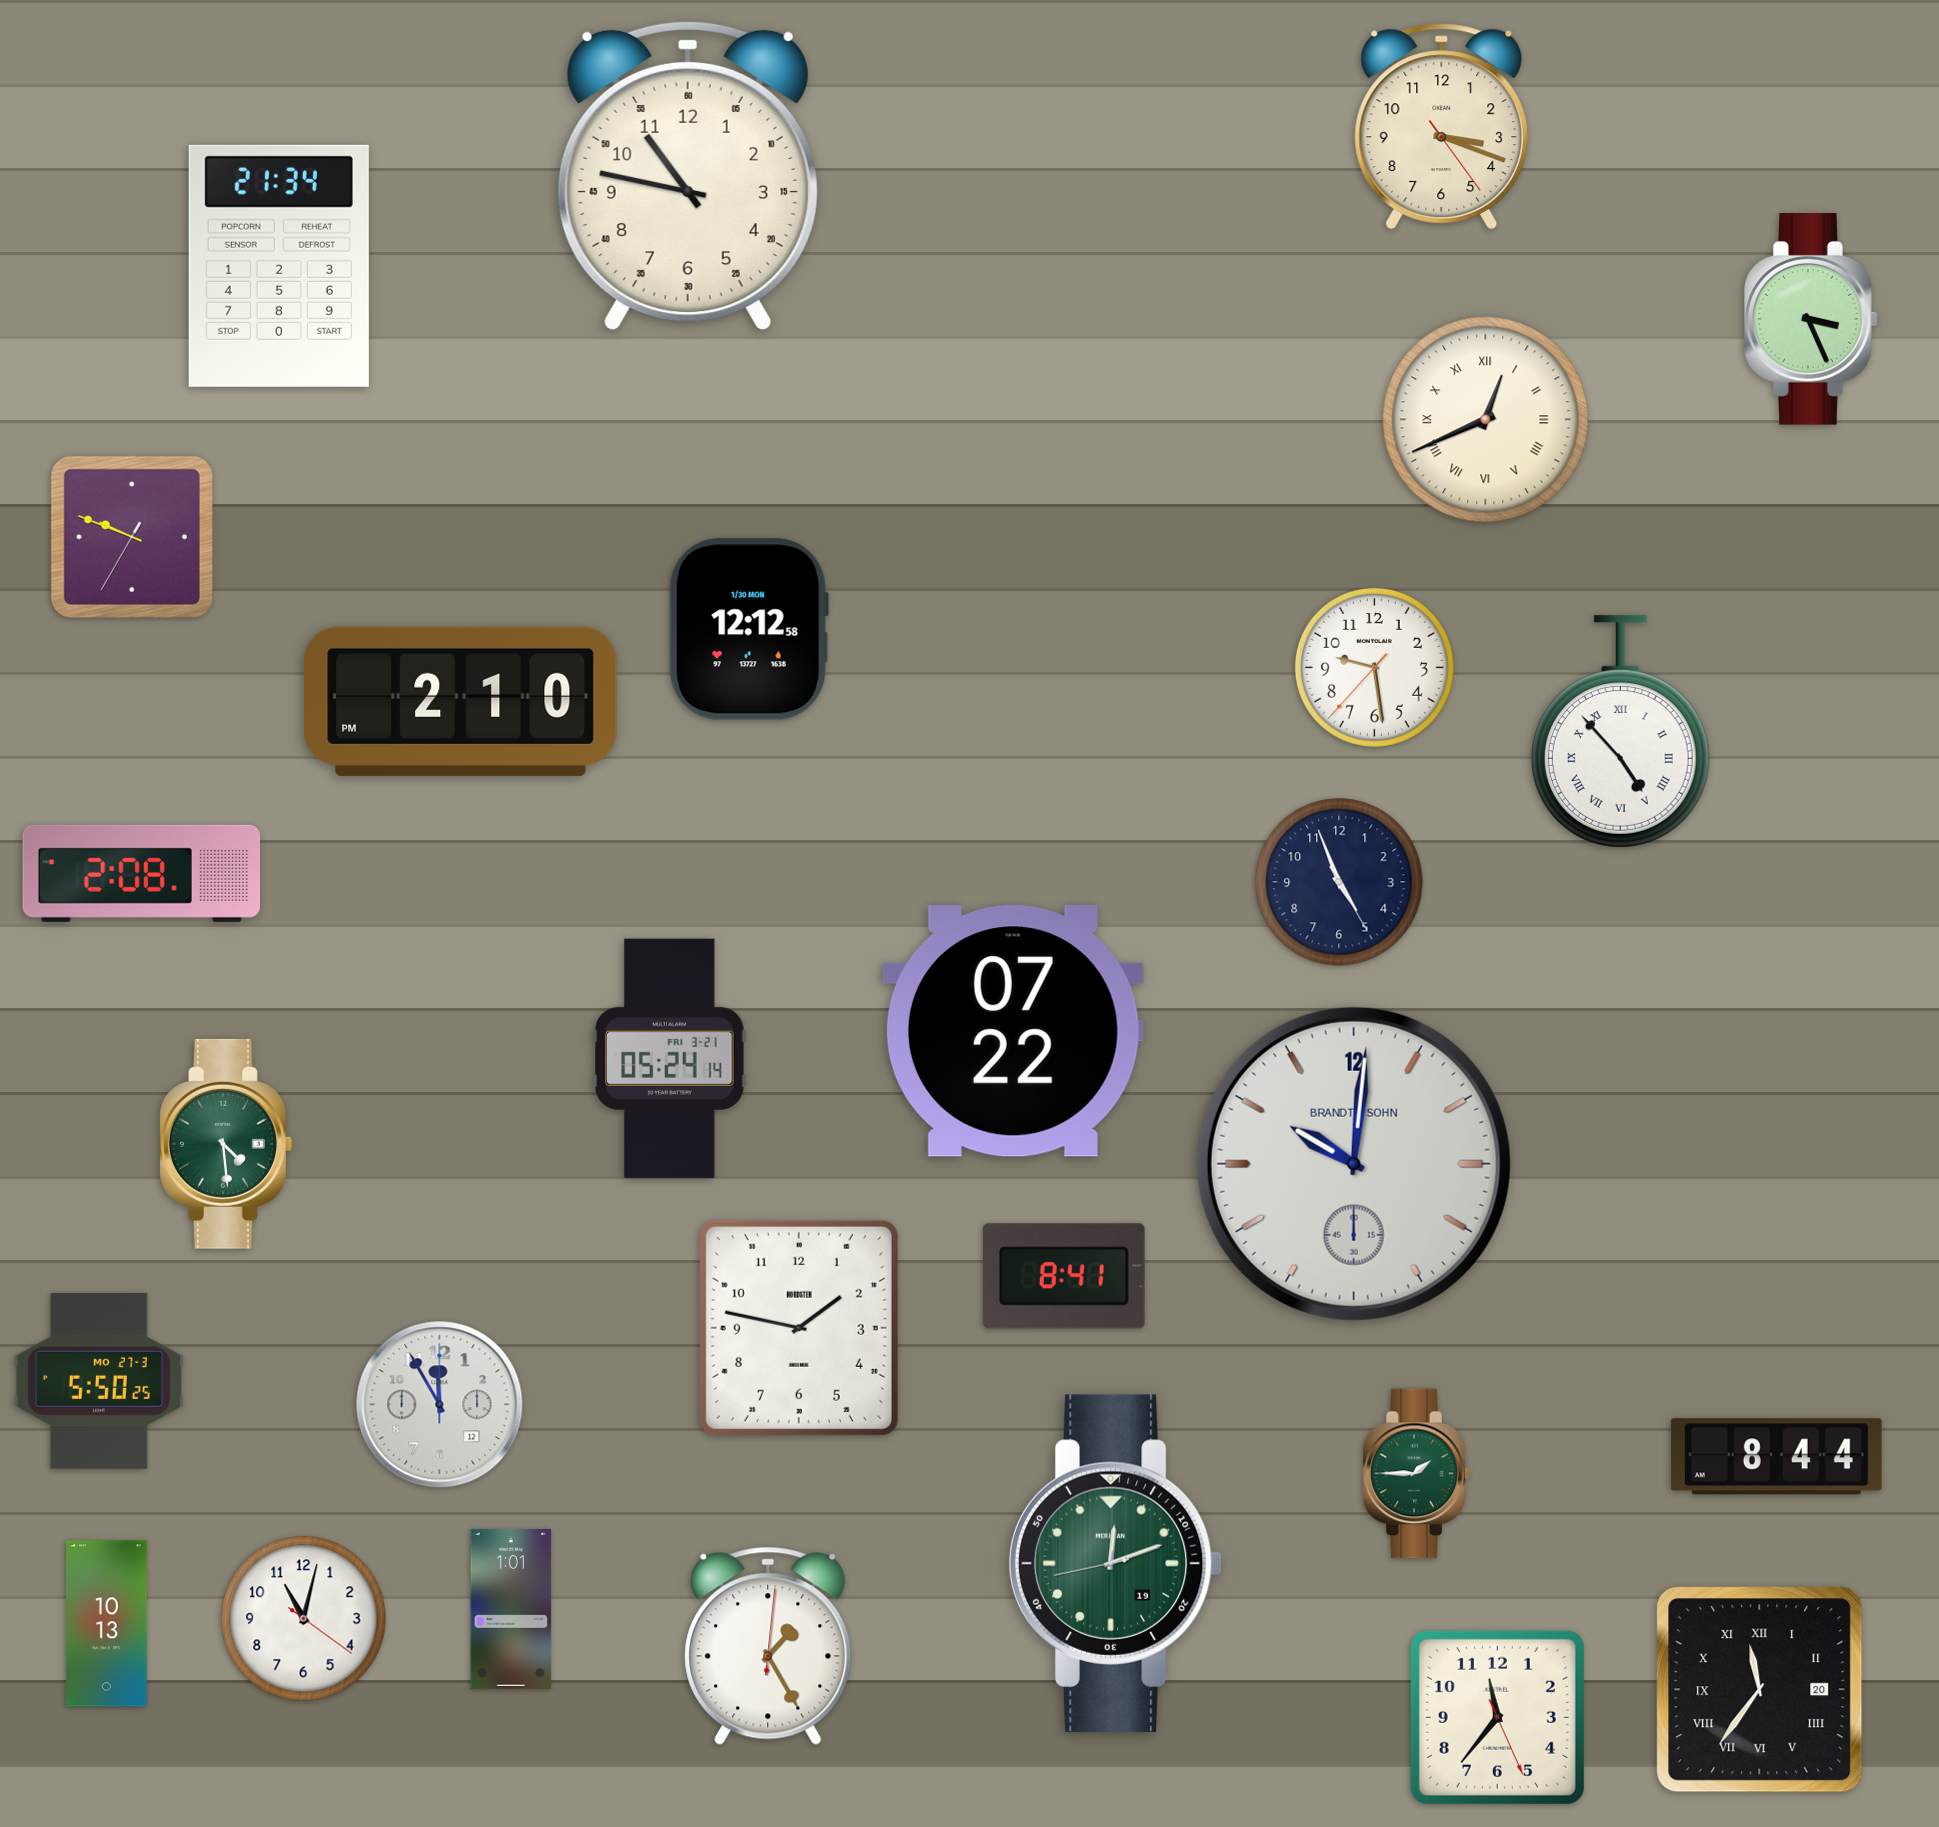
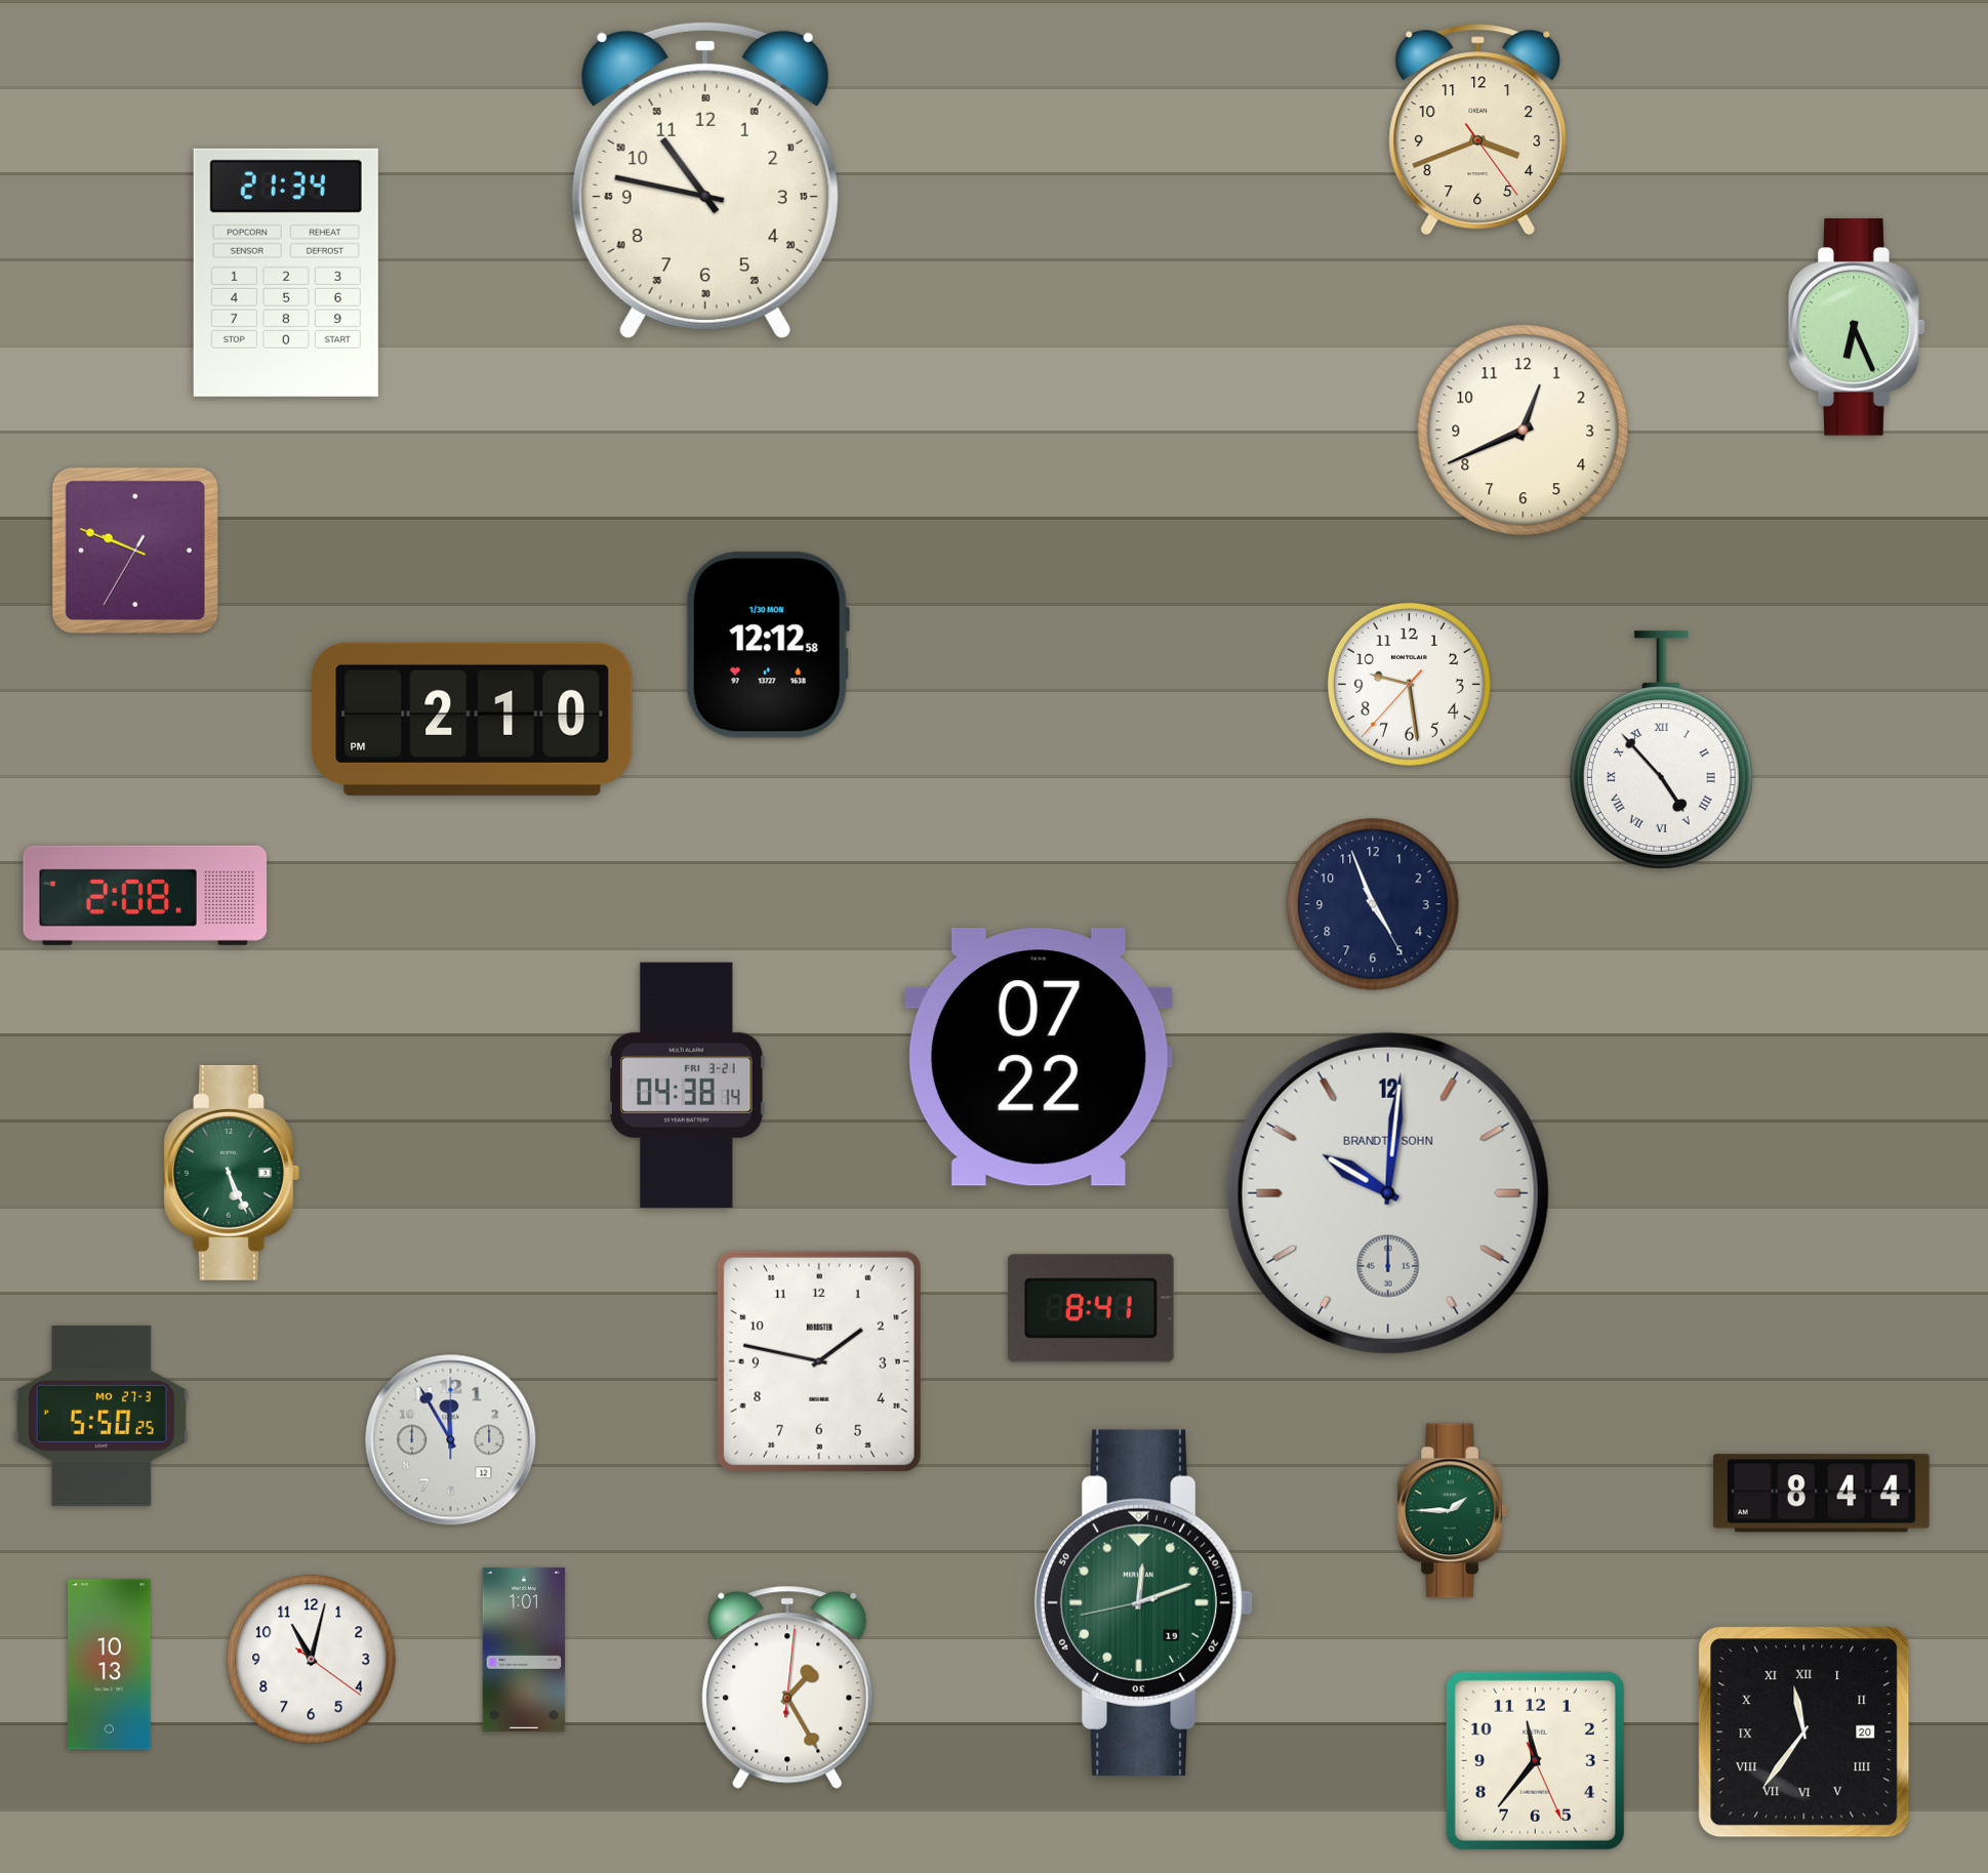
clock at (1442, 126): 3:18 -> 3:41
clock at (1811, 320): 3:26 -> 6:26
clock at (1486, 420) numerals: Roman -> Arabic
clock at (670, 1058): 05:24 -> 04:38
clock at (226, 1144): 4:29 -> 5:26
